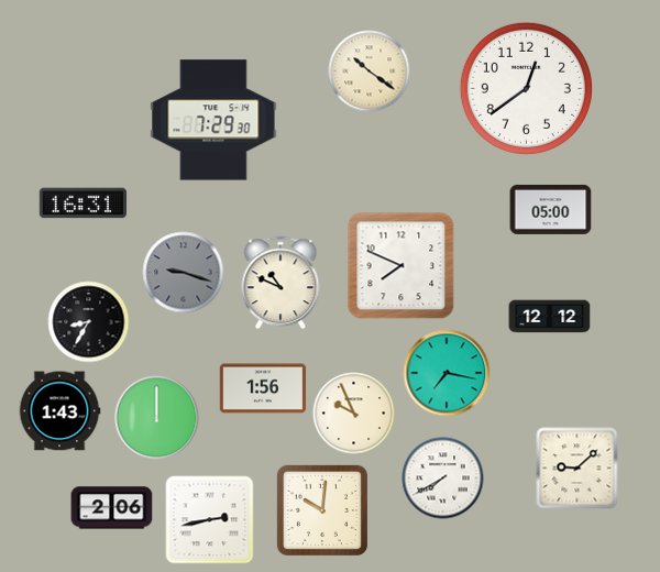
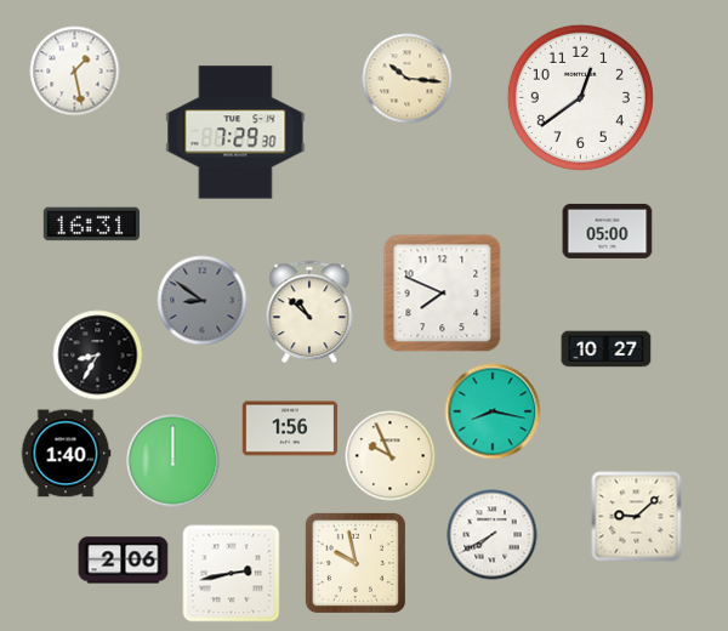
clock at (75, 72): none -> 1:28
clock at (370, 71): 10:21 -> 10:16
clock at (184, 273): 9:18 -> 8:51
clock at (280, 283): 10:49 -> 10:52
clock at (550, 317): 12:12 -> 10:27
clock at (447, 373): 7:17 -> 8:17
clock at (59, 411): 1:43 -> 1:40
clock at (443, 479) position: (443, 479) -> (493, 535)
clock at (322, 510): 10:01 -> 9:58
